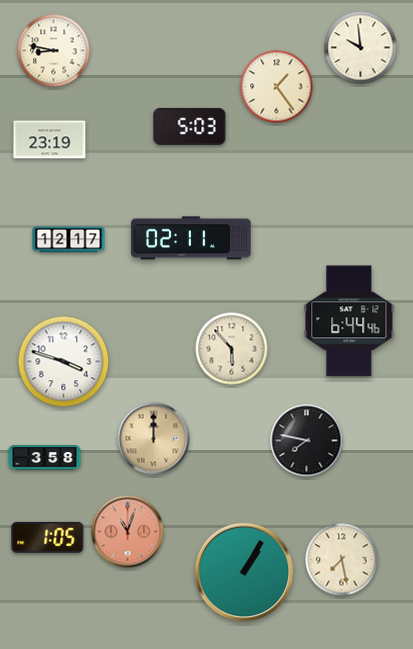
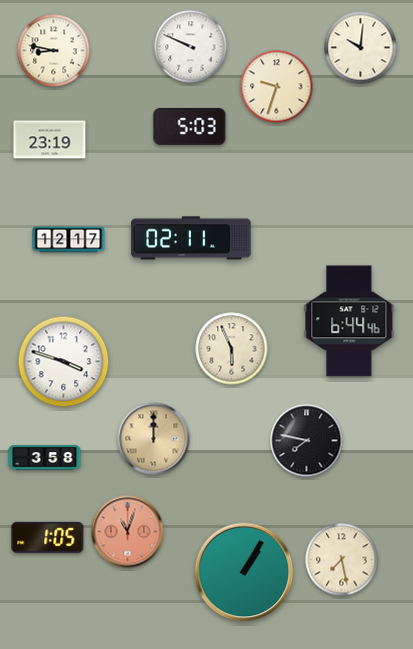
clock at (191, 47): none -> 9:49
clock at (361, 48): 9:59 -> 10:01
clock at (277, 87): 1:24 -> 9:33
clock at (232, 349): 5:53 -> 5:56
